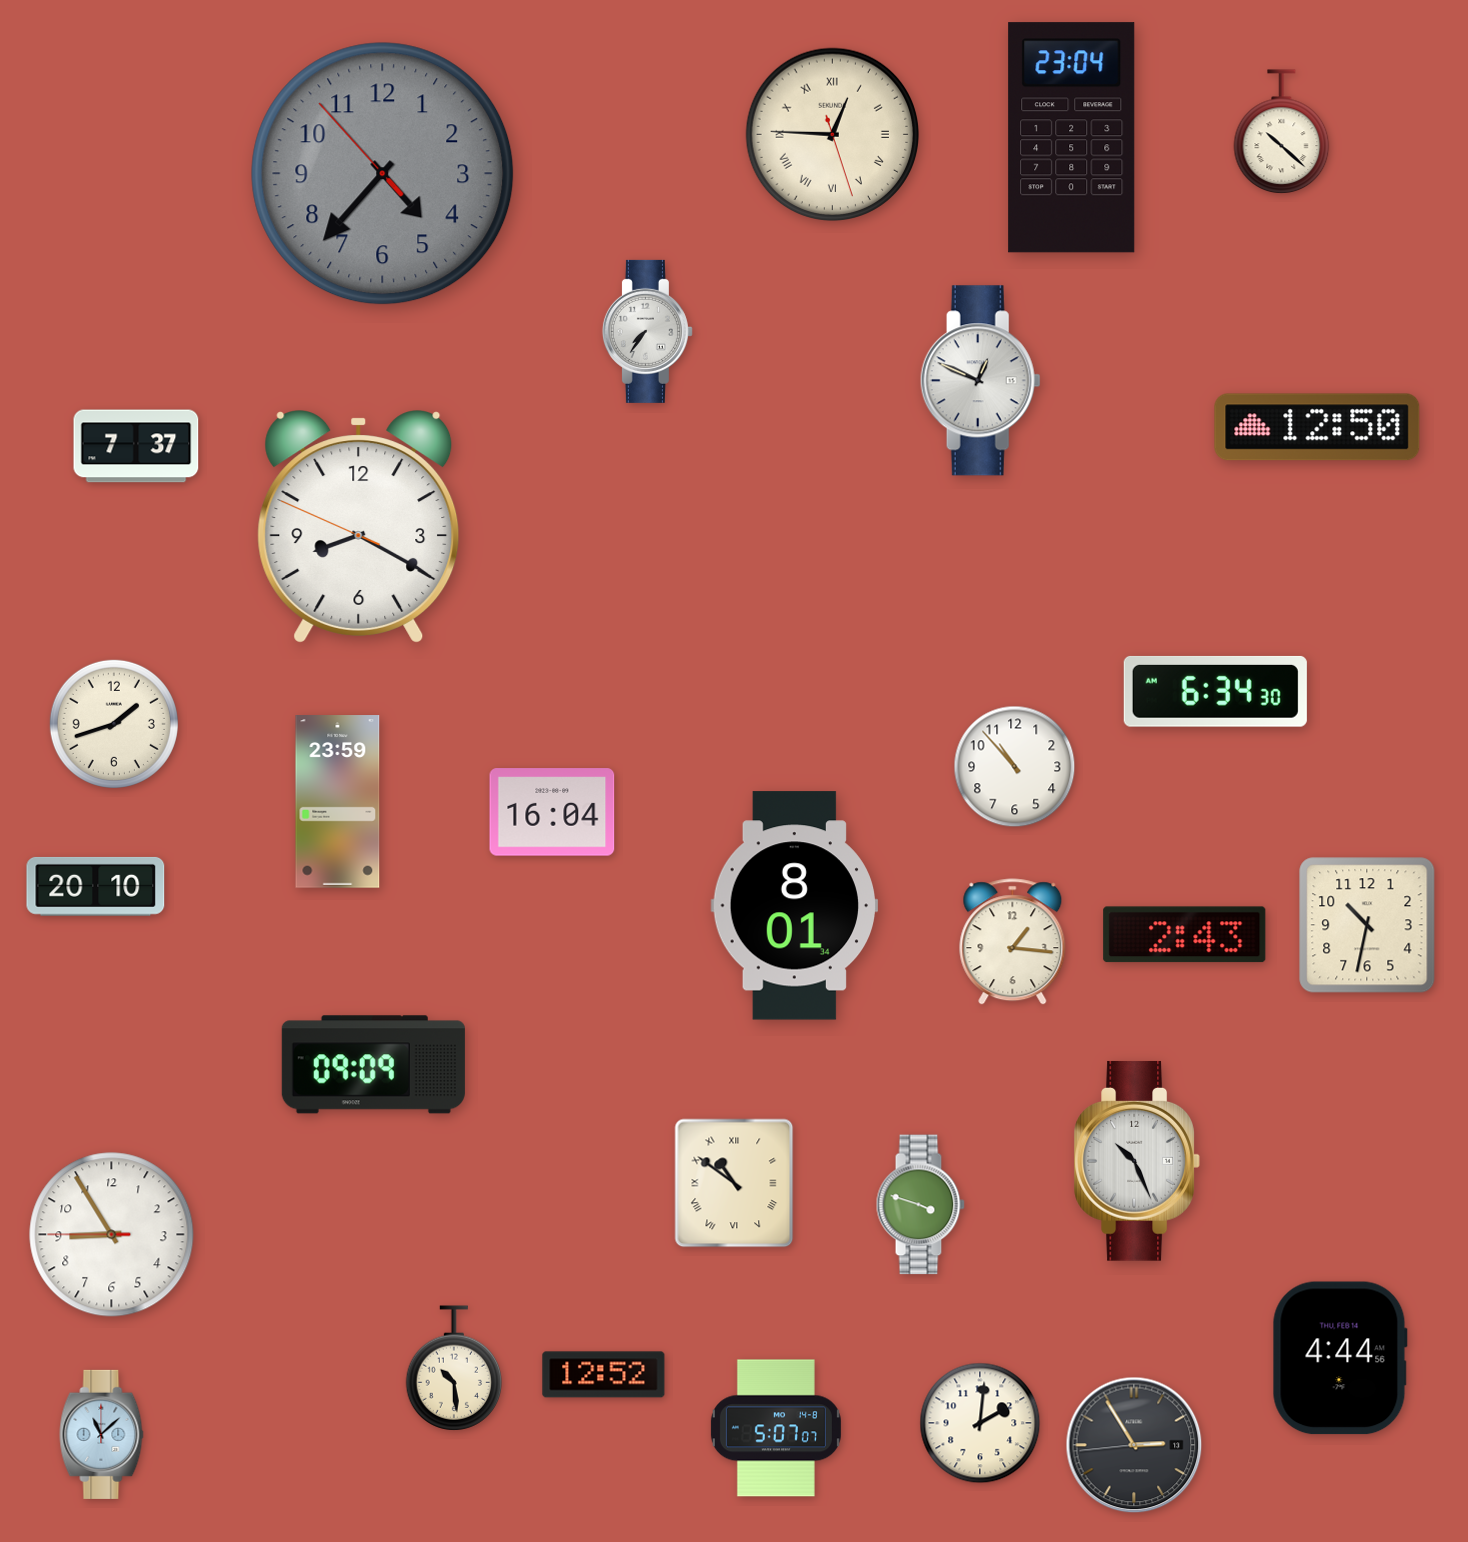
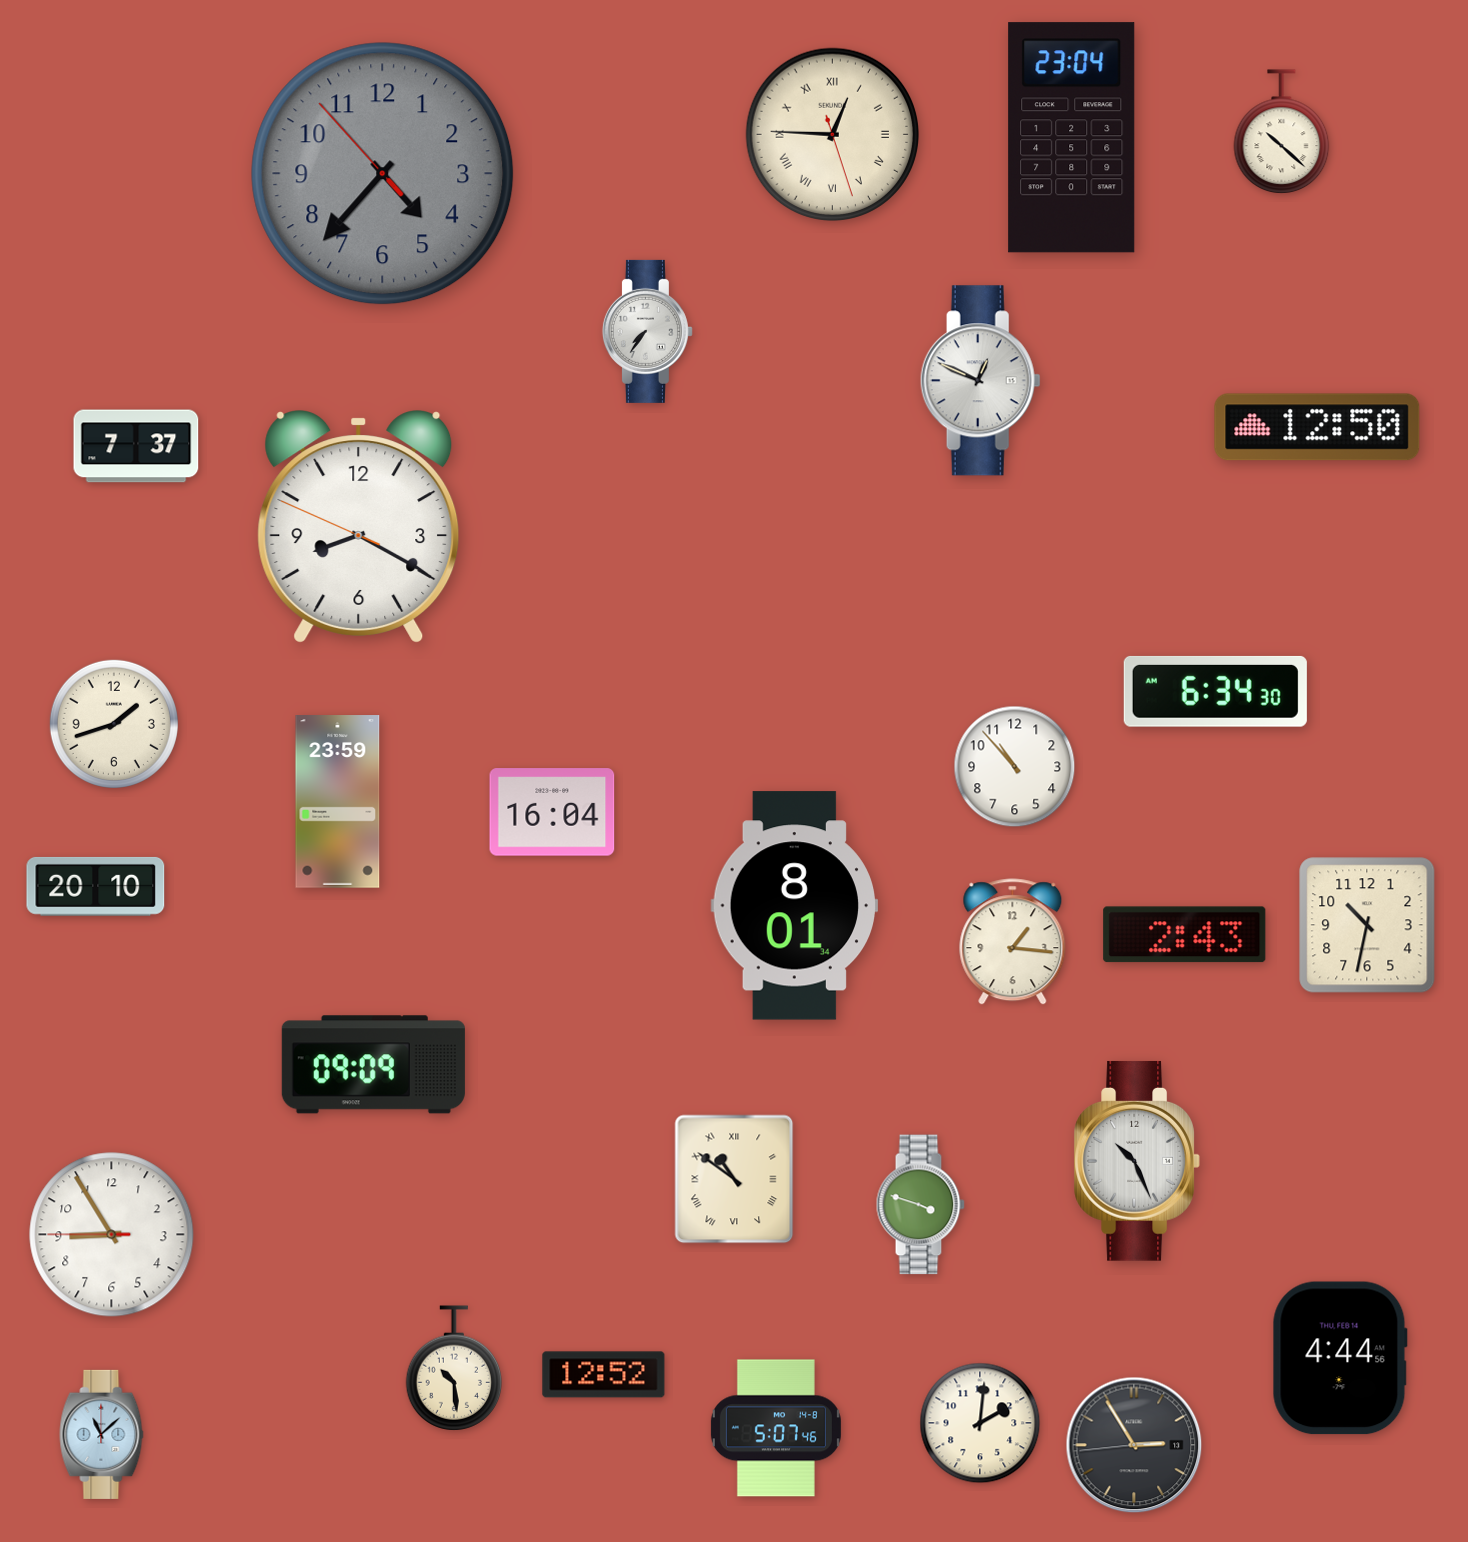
clock at (734, 1183) position: (734, 1183) -> (734, 1179)
clock at (776, 1428): 5:07:07 -> 5:07:46
